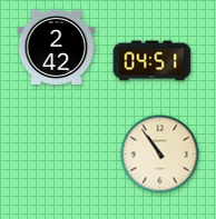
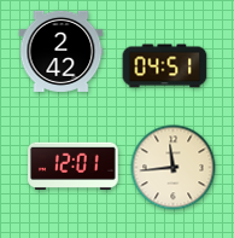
clock at (74, 166): none -> 12:01
clock at (160, 155): 10:54 -> 11:44
